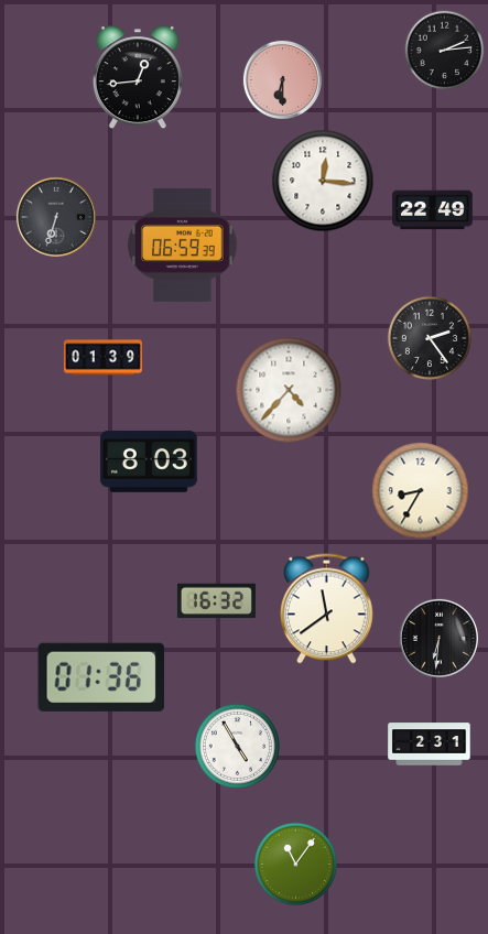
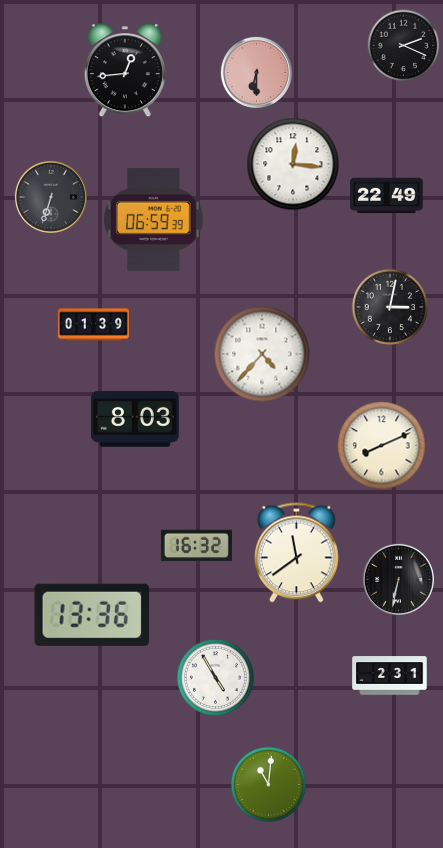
clock at (445, 51): 2:14 -> 2:19
clock at (433, 210) position: (433, 210) -> (387, 196)
clock at (183, 245) position: (183, 245) -> (154, 219)
clock at (429, 337): 2:24 -> 3:02
clock at (421, 491): 8:35 -> 8:11
clock at (438, 638): 6:31 -> 6:32
clock at (101, 677): 01:36 -> 13:36
clock at (296, 865): 11:06 -> 11:01
